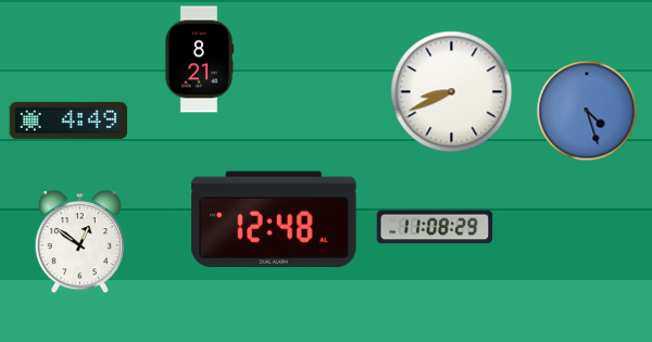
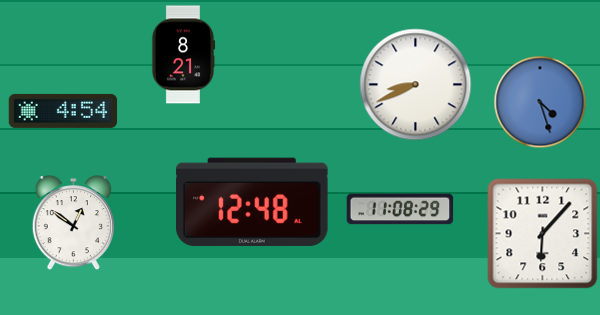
clock at (68, 121): 4:49 -> 4:54
clock at (543, 234): none -> 6:07
